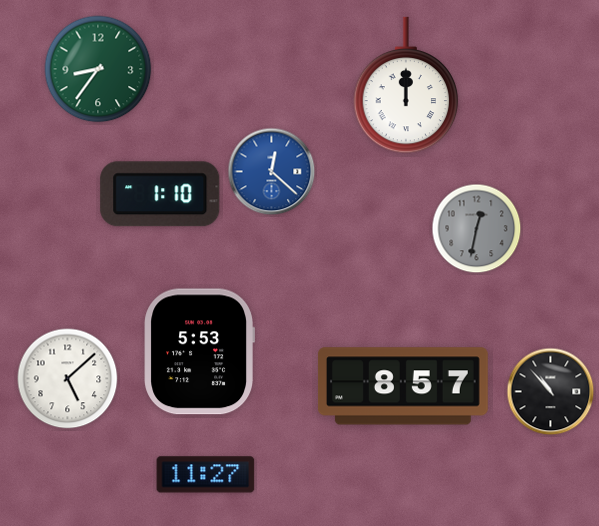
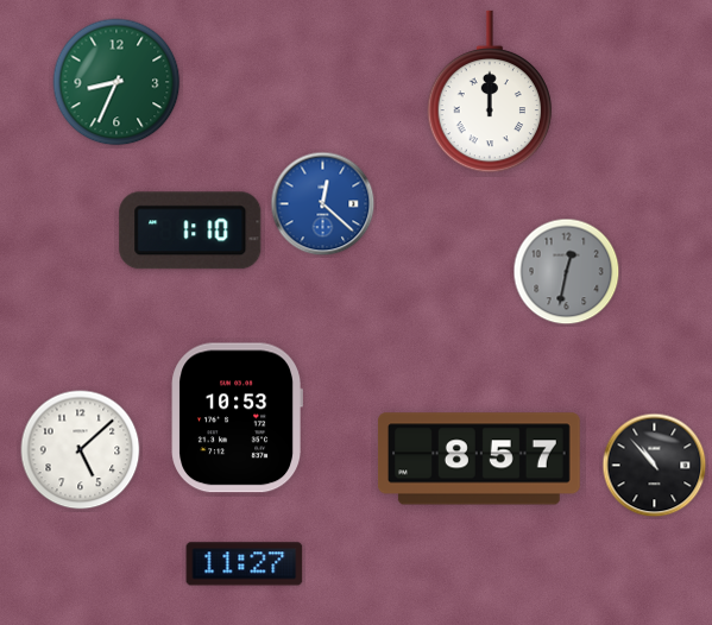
clock at (98, 69): 8:36 -> 8:34
clock at (406, 85) position: (406, 85) -> (490, 91)
clock at (199, 352): 5:53 -> 10:53
